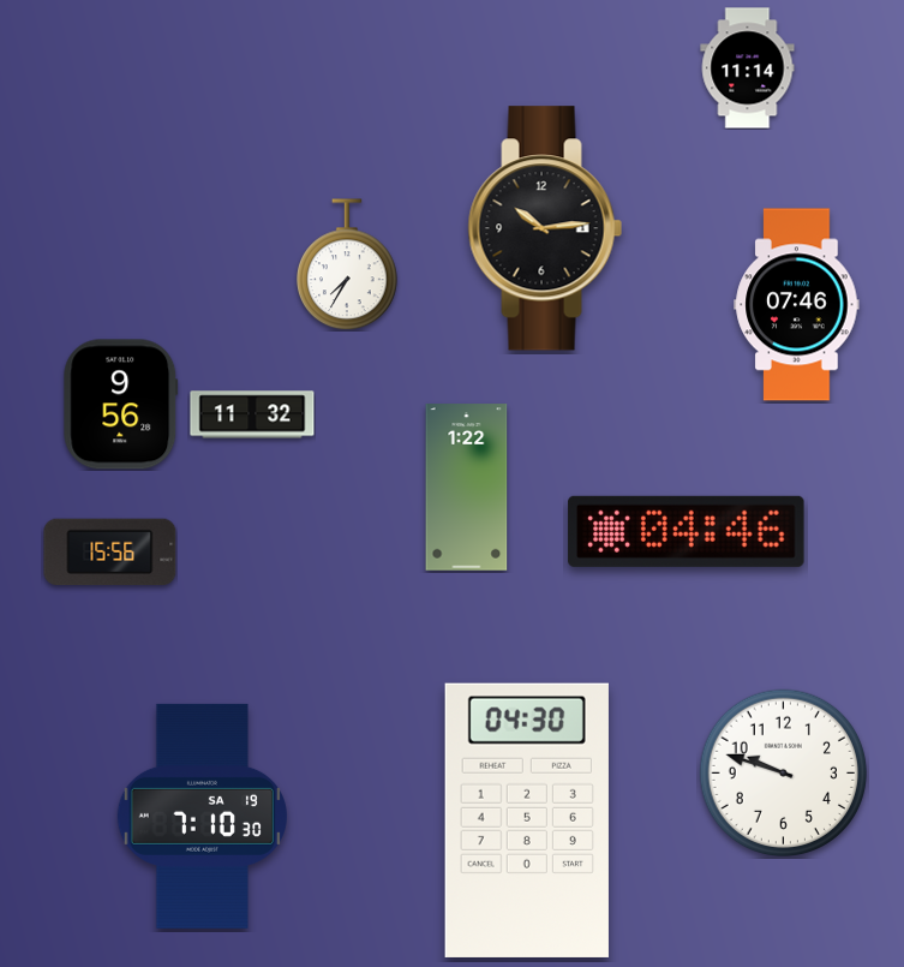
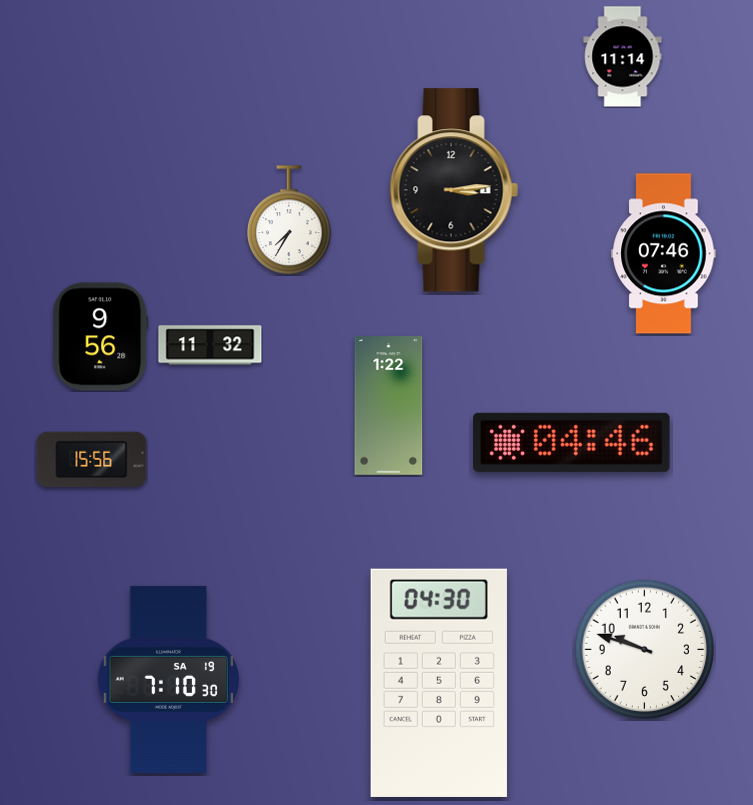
clock at (545, 228): 10:14 -> 3:14
clock at (784, 774) position: (784, 774) -> (645, 650)
